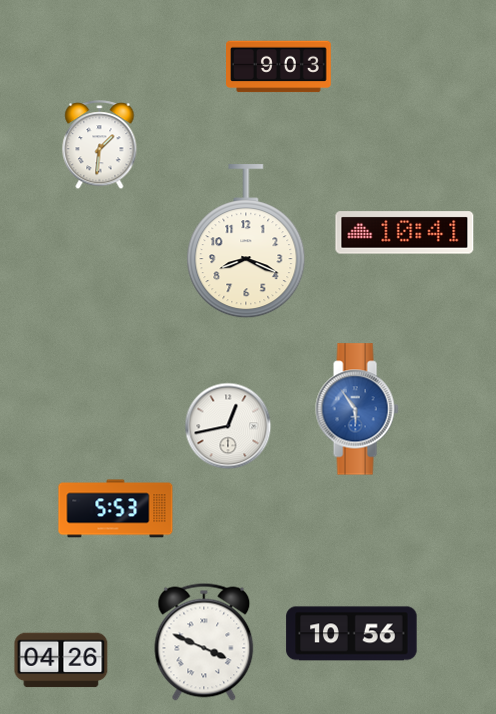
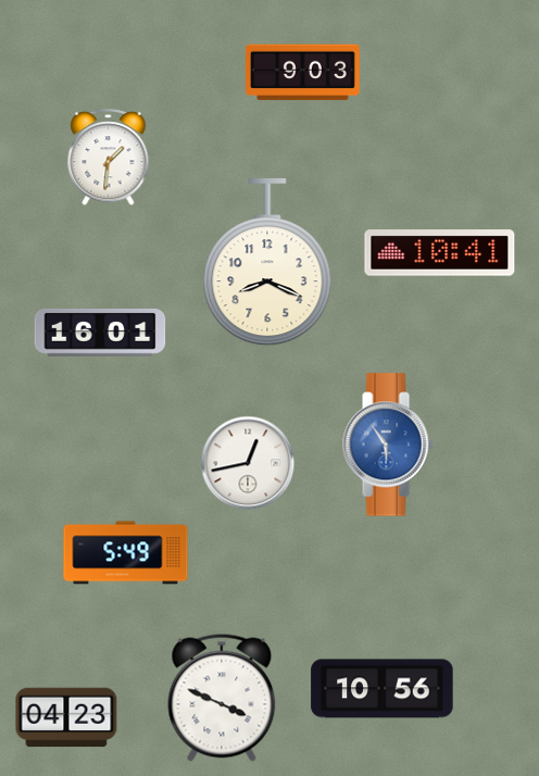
clock at (100, 333): none -> 16:01
clock at (116, 509): 5:53 -> 5:49
clock at (61, 660): 04:26 -> 04:23
